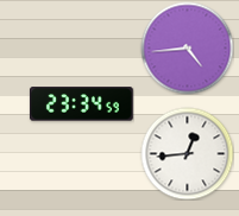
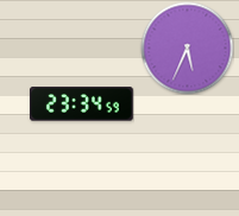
clock at (187, 47): 4:44 -> 5:34
clock at (187, 153): 12:44 -> none
